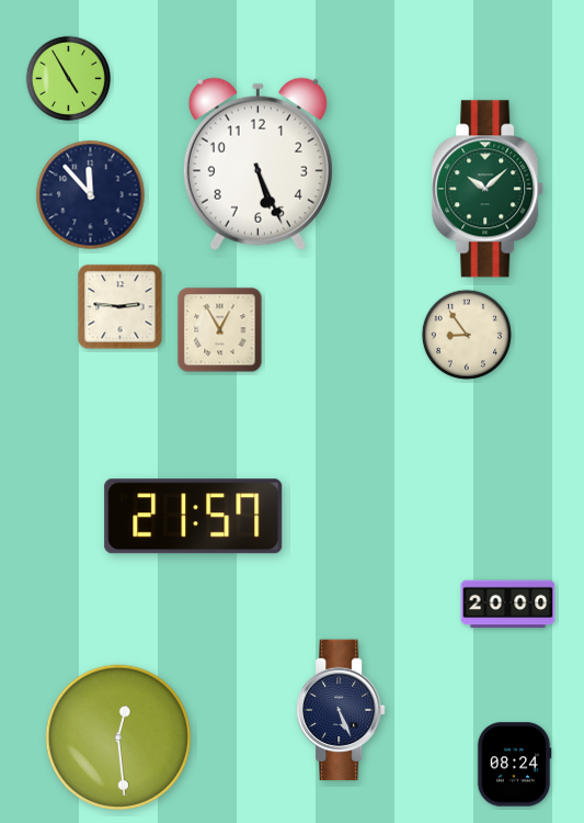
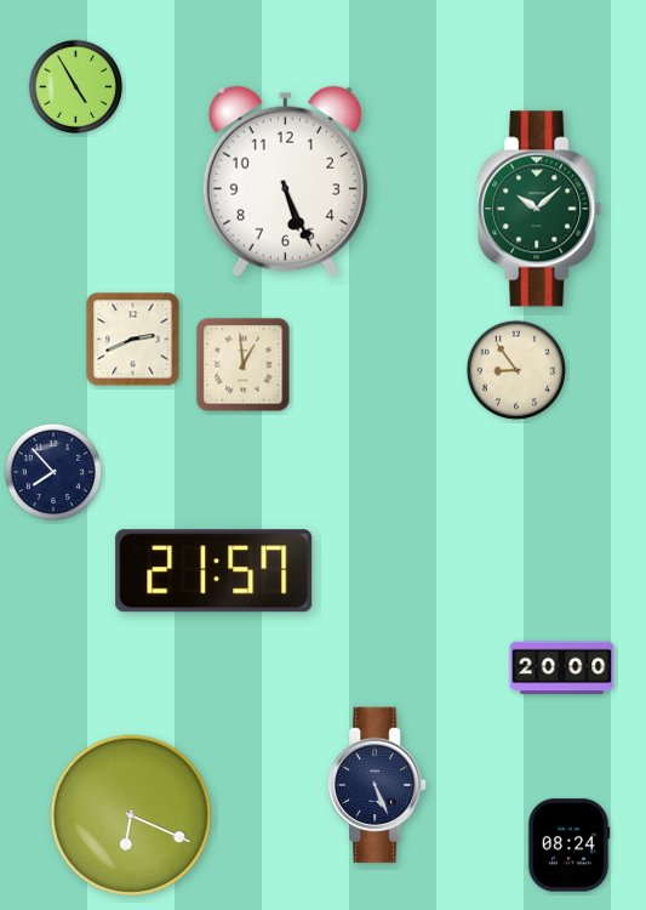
clock at (91, 195): 11:53 -> none
clock at (121, 307): 2:46 -> 2:41
clock at (220, 330): 12:55 -> 12:59
clock at (53, 472): none -> 7:53
clock at (118, 737): 12:29 -> 6:19
